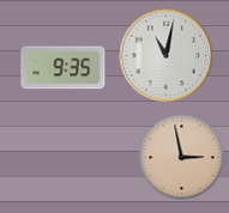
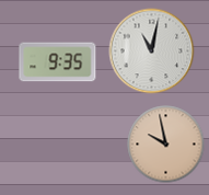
clock at (182, 158): 2:58 -> 9:58
